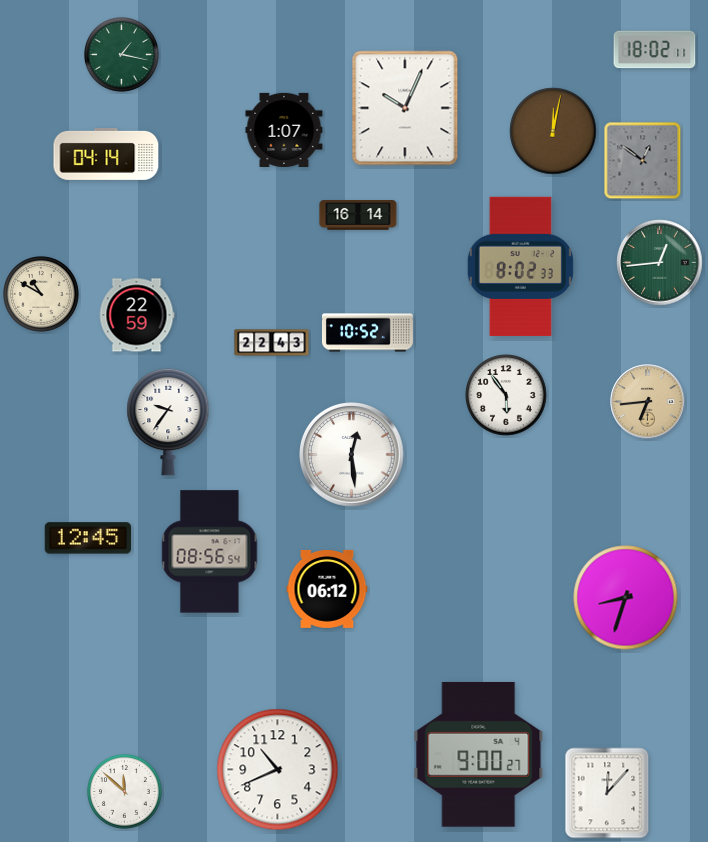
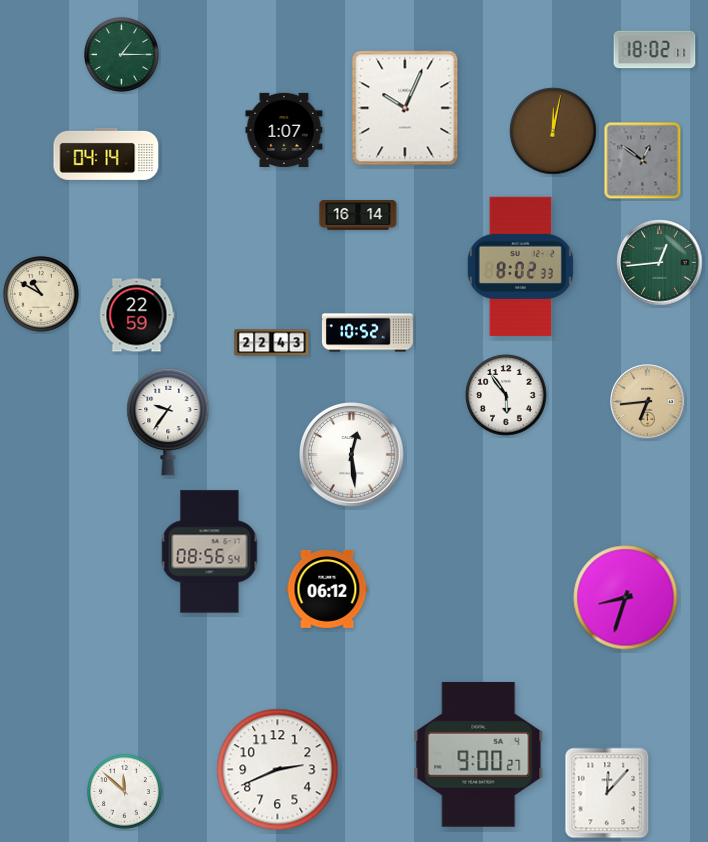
clock at (122, 55): 1:17 -> 1:15
clock at (88, 538): 12:45 -> none
clock at (278, 770): 10:41 -> 2:41
